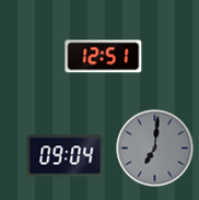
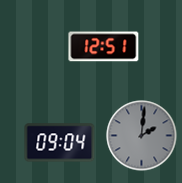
clock at (104, 57) position: (104, 57) -> (104, 47)
clock at (155, 149): 7:01 -> 2:01
